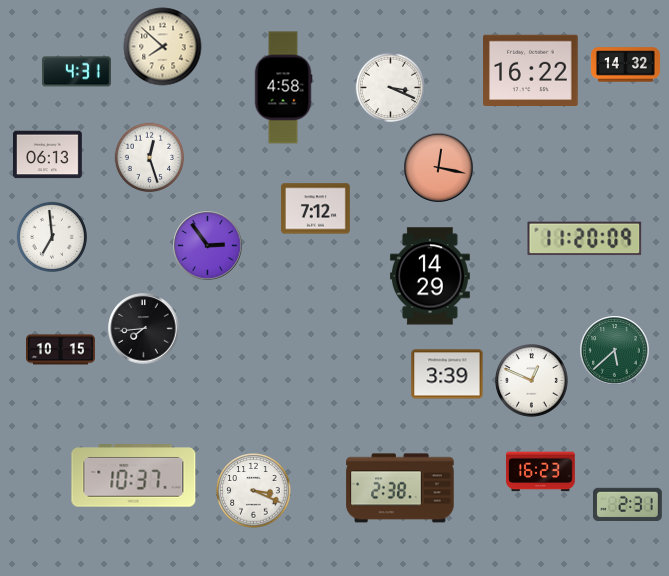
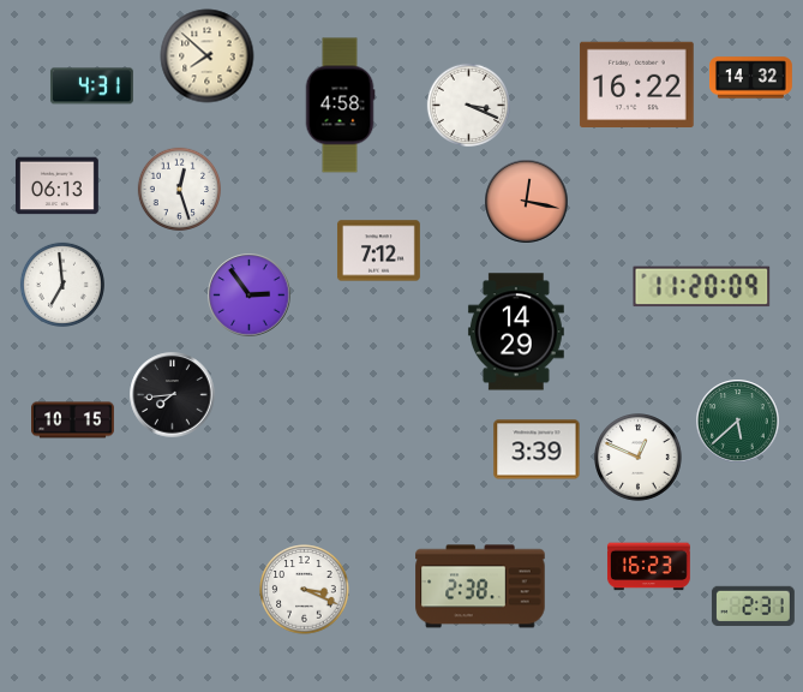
clock at (163, 47) position: (163, 47) -> (208, 56)
clock at (134, 476): 10:37 -> none
